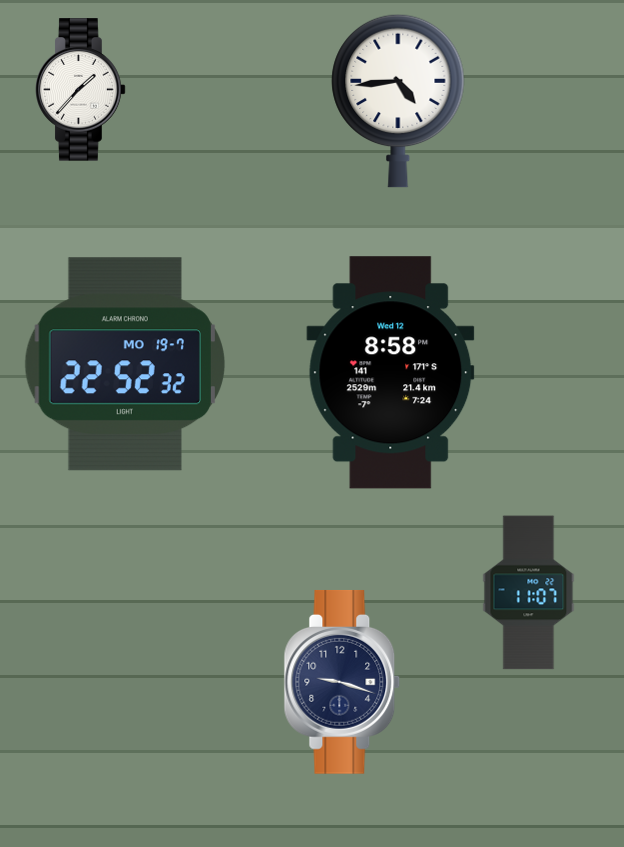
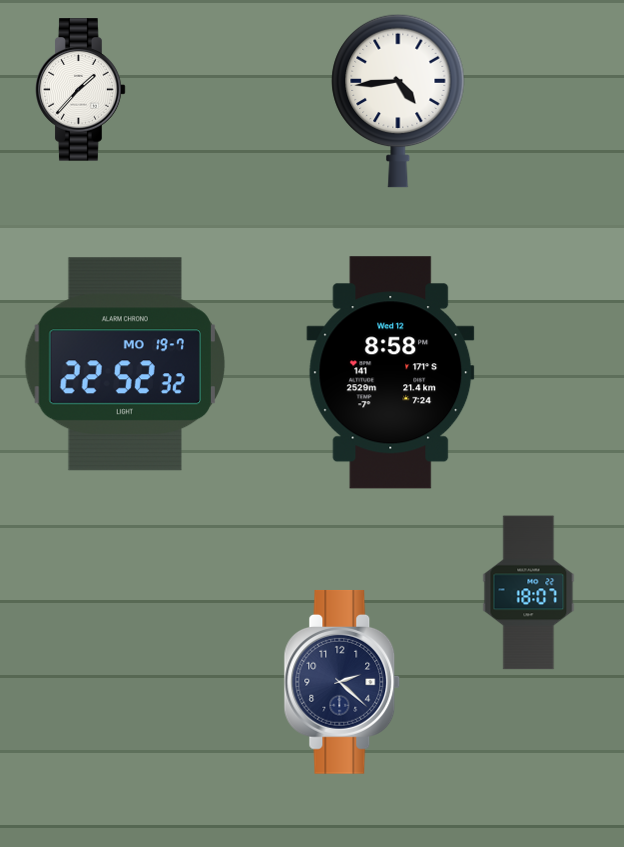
clock at (529, 593): 11:07 -> 18:07
clock at (342, 682): 9:18 -> 2:22
